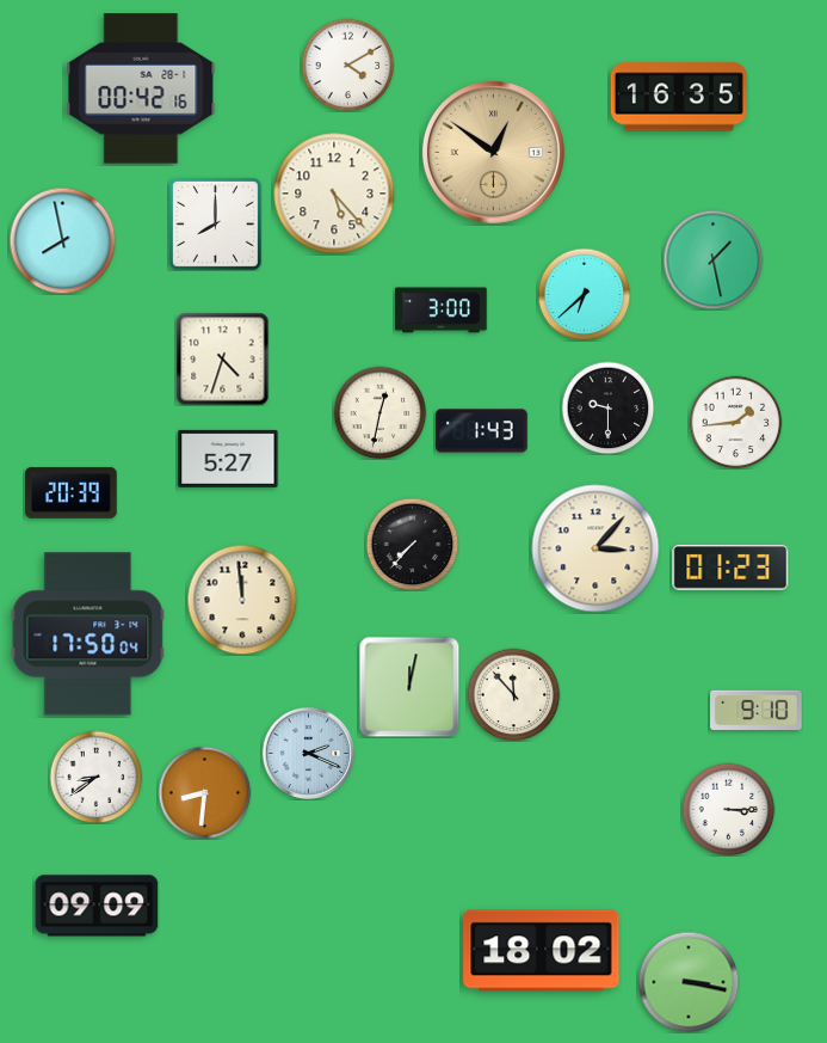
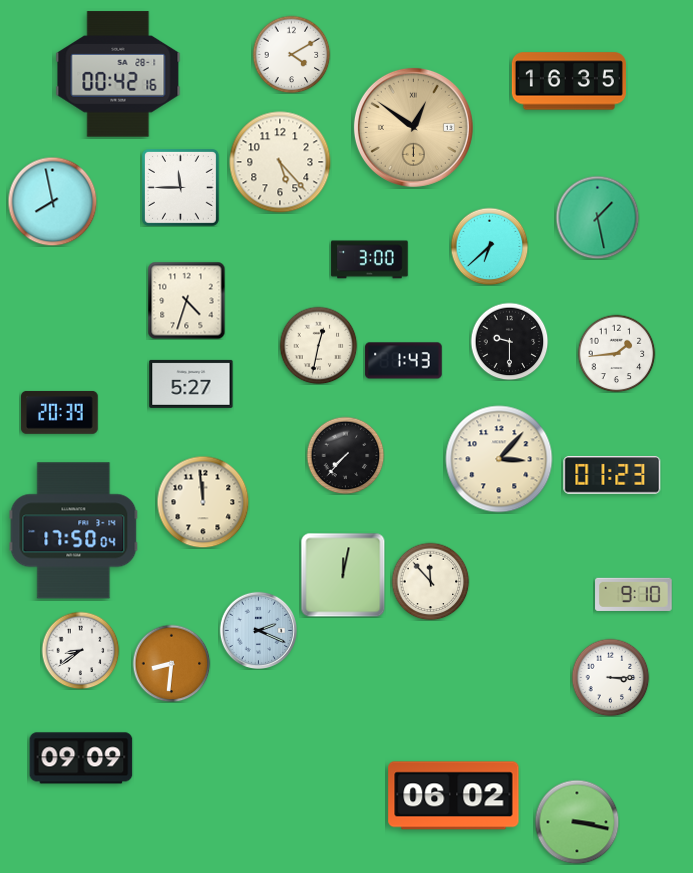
clock at (215, 223): 8:00 -> 11:45
clock at (542, 951): 18:02 -> 06:02
